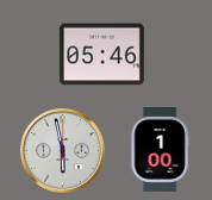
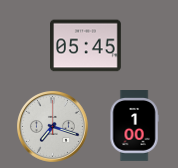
clock at (102, 55): 05:46 -> 05:45
clock at (63, 151): 5:58 -> 7:18
